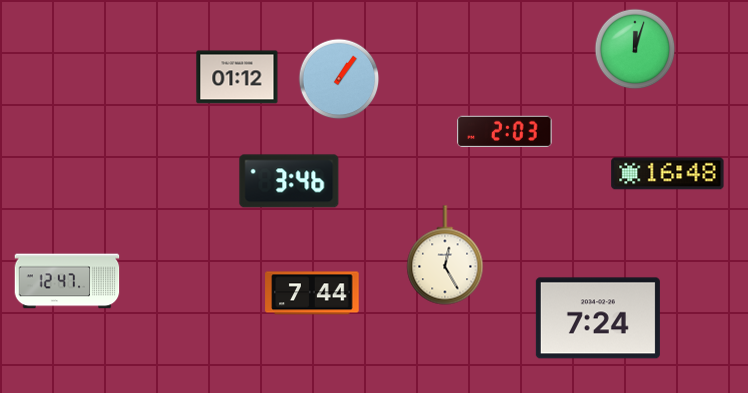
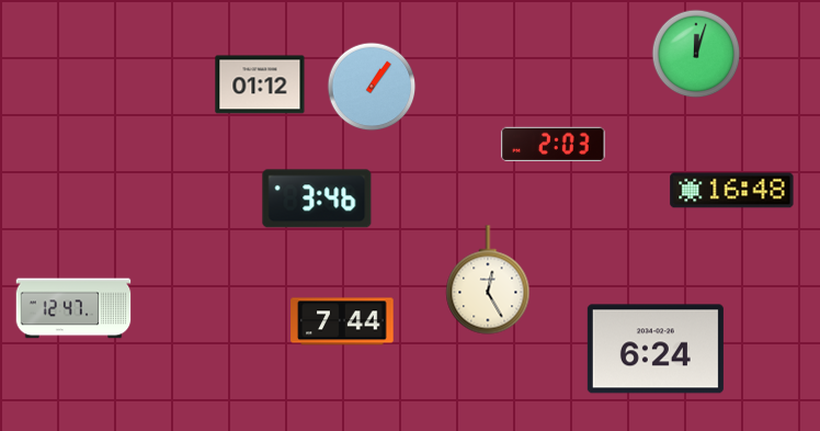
clock at (598, 318): 7:24 -> 6:24
